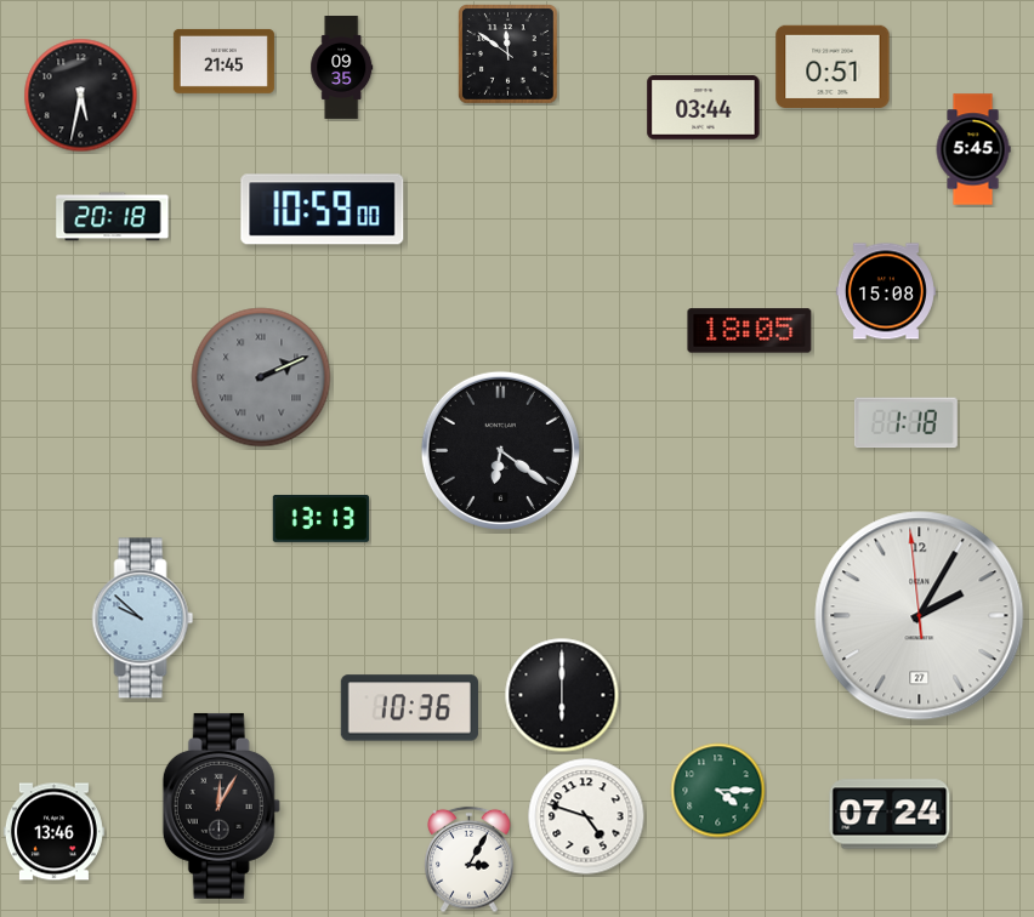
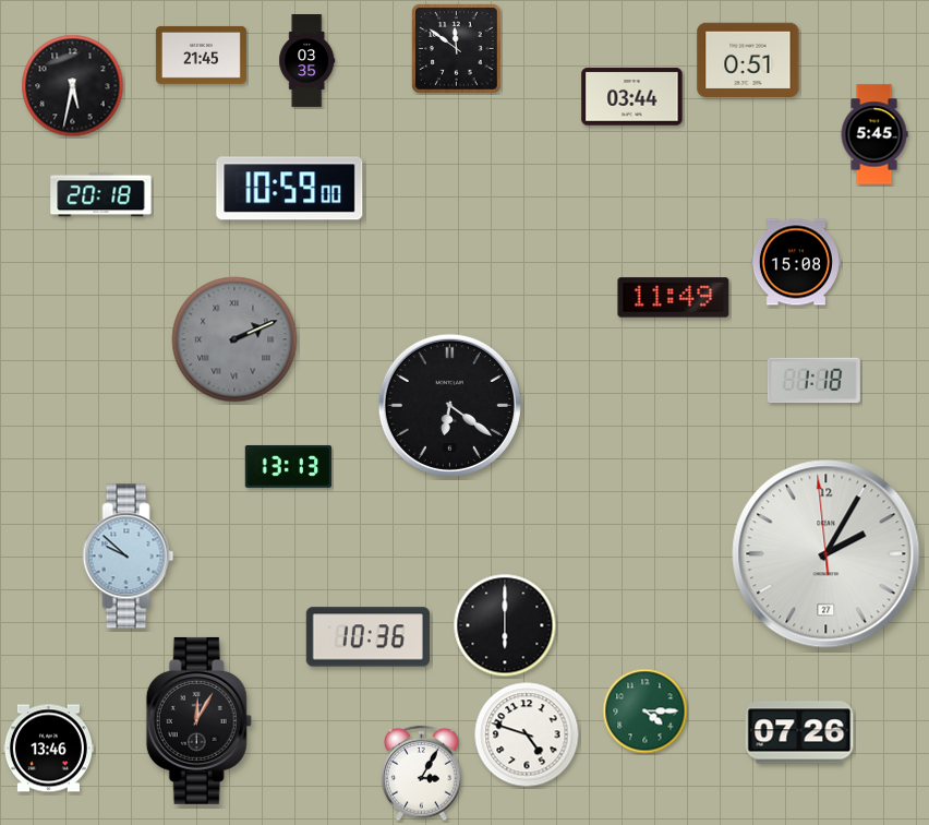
clock at (342, 68): 09:35 -> 03:35
clock at (750, 331): 18:05 -> 11:49
clock at (221, 805) position: (221, 805) -> (198, 720)
clock at (890, 814): 07:24 -> 07:26
